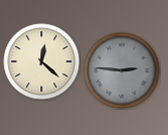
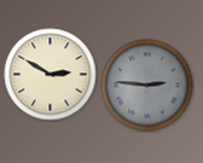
clock at (42, 62): 12:22 -> 2:50
